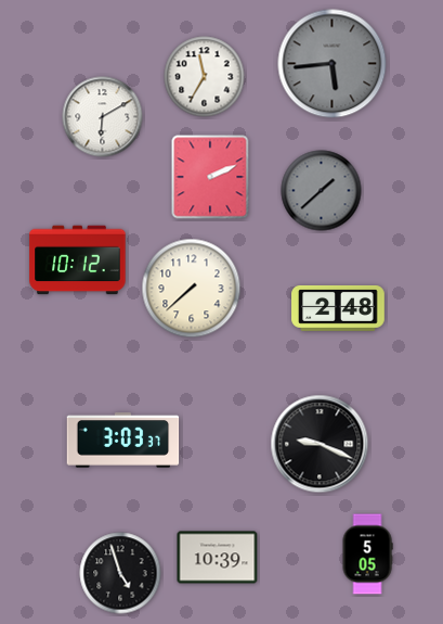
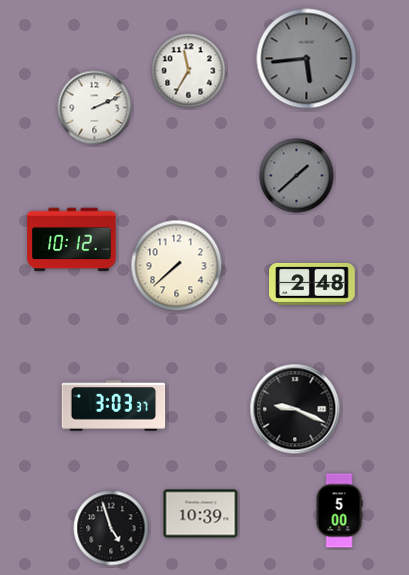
clock at (103, 117): 6:10 -> 2:11
clock at (210, 177): 2:11 -> none
clock at (367, 555): 5:05 -> 5:00
